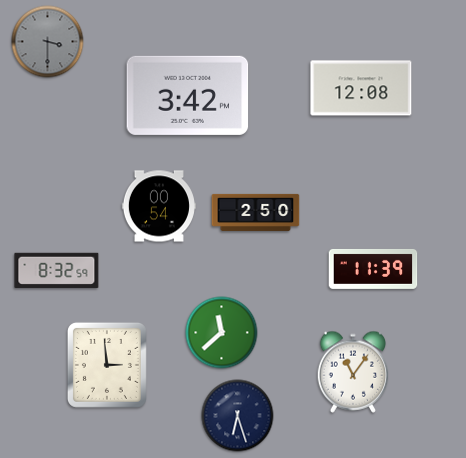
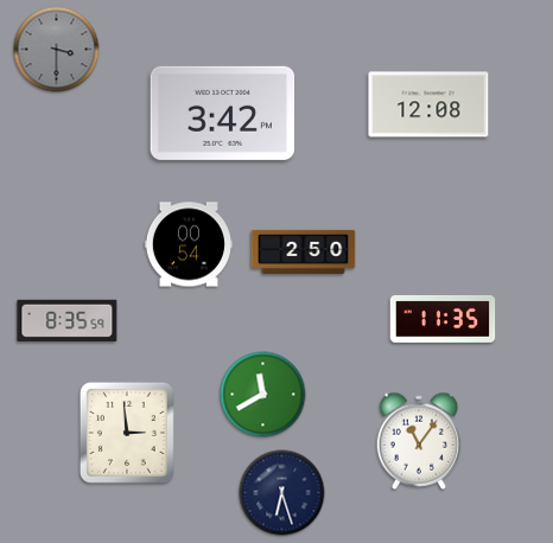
clock at (373, 269): 11:39 -> 11:35
clock at (57, 270): 8:32 -> 8:35
clock at (222, 333): 11:38 -> 11:40
